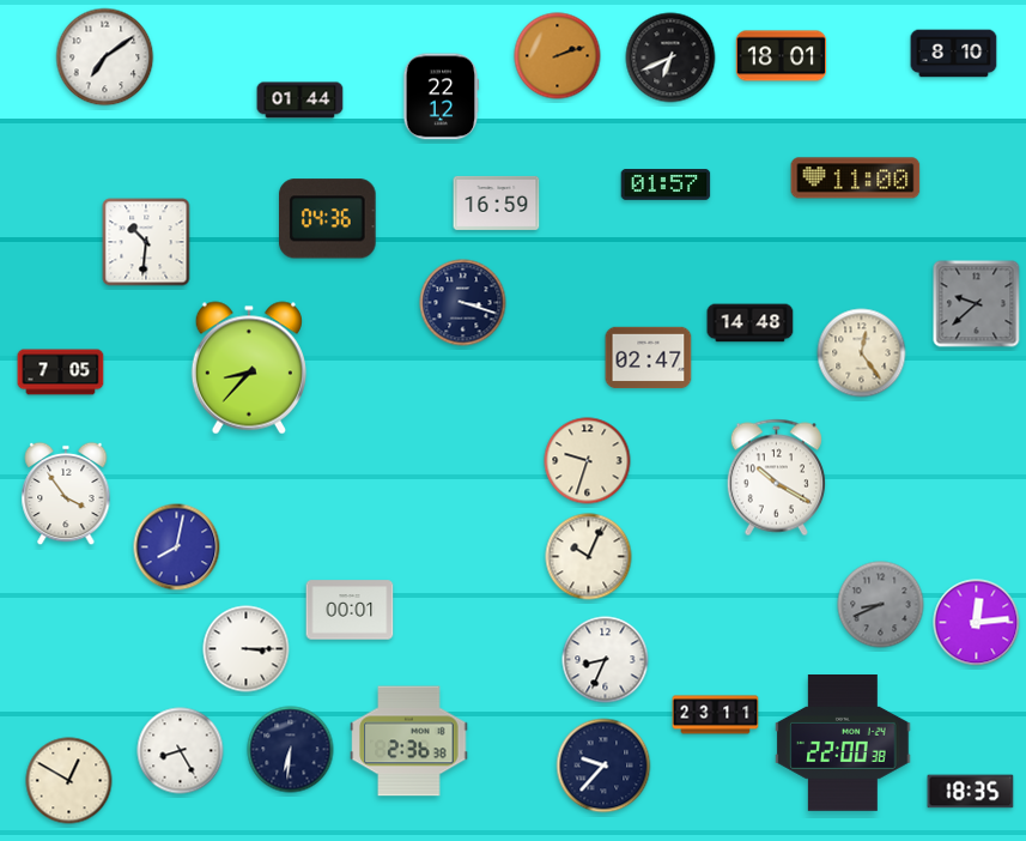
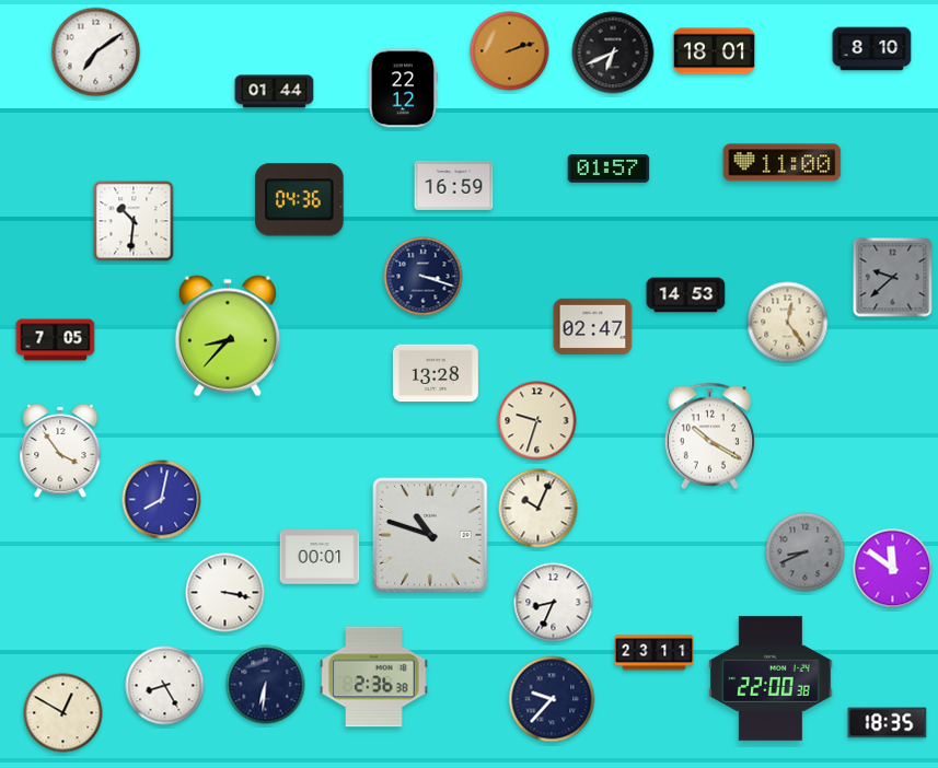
clock at (751, 323): 14:48 -> 14:53
clock at (436, 373): none -> 13:28
clock at (430, 535): none -> 10:48
clock at (977, 623): 12:14 -> 11:51
clock at (247, 649): 3:15 -> 3:17
